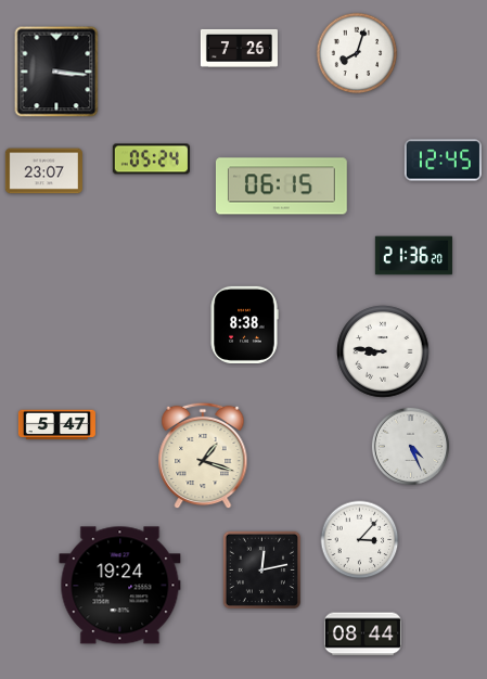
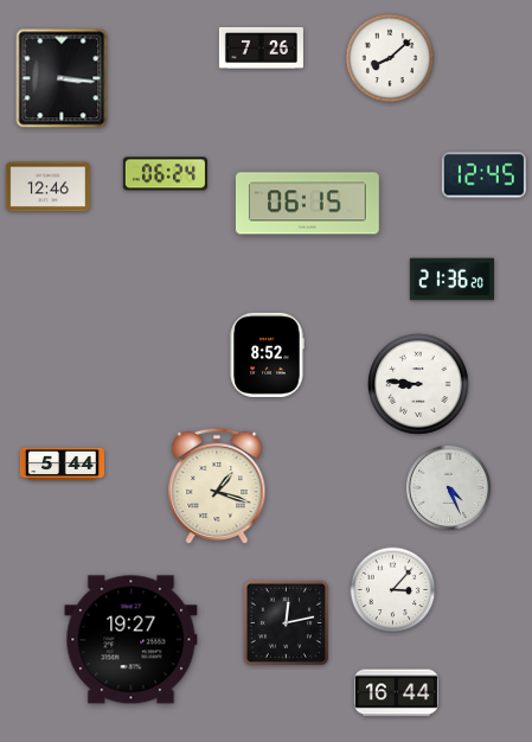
clock at (239, 48) position: (239, 48) -> (261, 47)
clock at (357, 53): 8:03 -> 8:08
clock at (151, 159): 05:24 -> 06:24
clock at (43, 171): 23:07 -> 12:46
clock at (244, 324): 8:38 -> 8:52
clock at (56, 425): 5:47 -> 5:44
clock at (203, 456) position: (203, 456) -> (217, 486)
clock at (120, 586): 19:24 -> 19:27
clock at (362, 635): 08:44 -> 16:44
